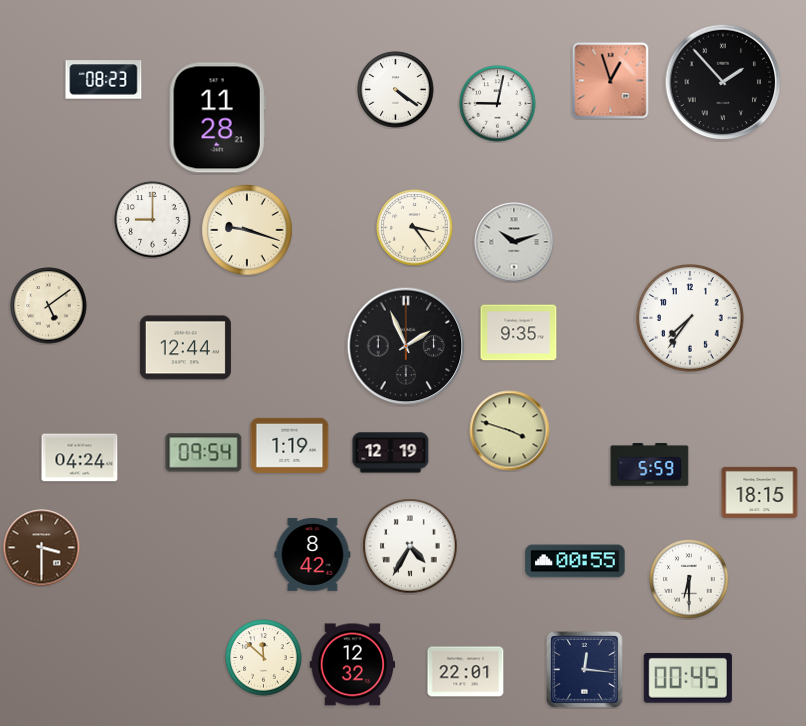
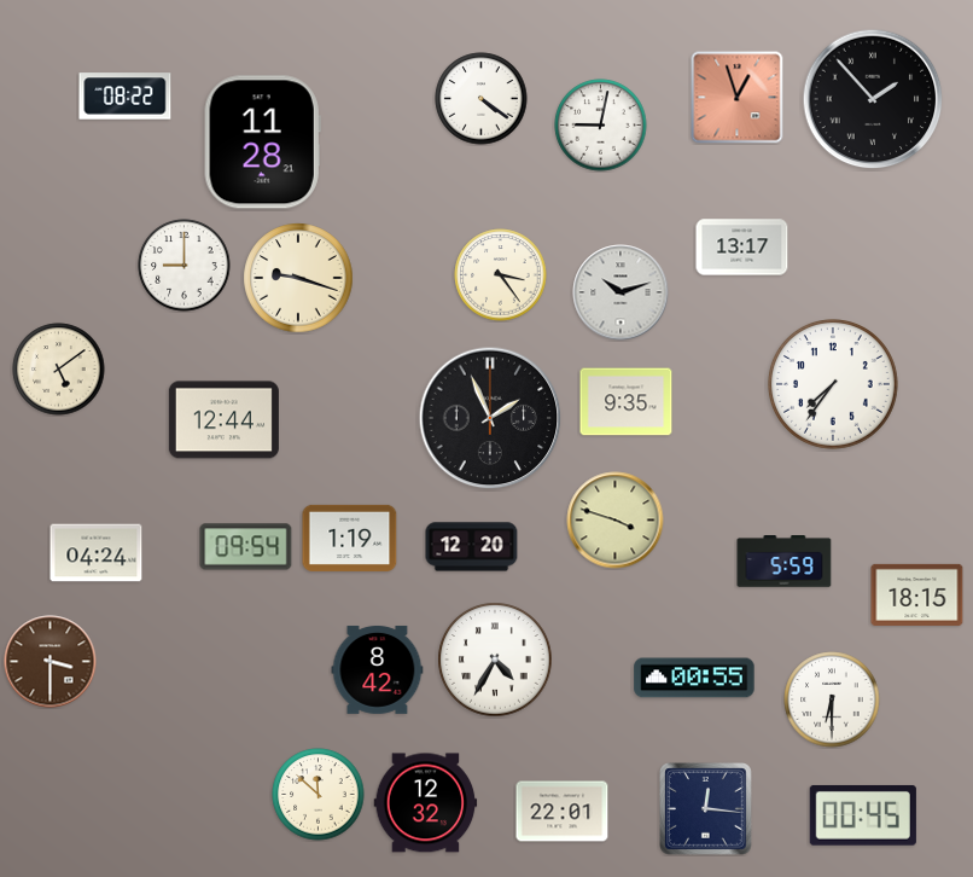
clock at (104, 80): 08:23 -> 08:22
clock at (396, 90) position: (396, 90) -> (482, 99)
clock at (742, 248): none -> 13:17
clock at (391, 453): 12:19 -> 12:20
clock at (688, 678) position: (688, 678) -> (863, 815)
